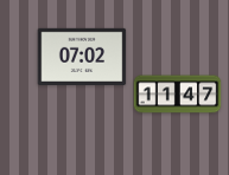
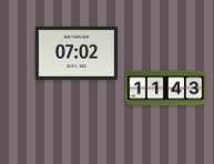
clock at (178, 95): 11:47 -> 11:43
